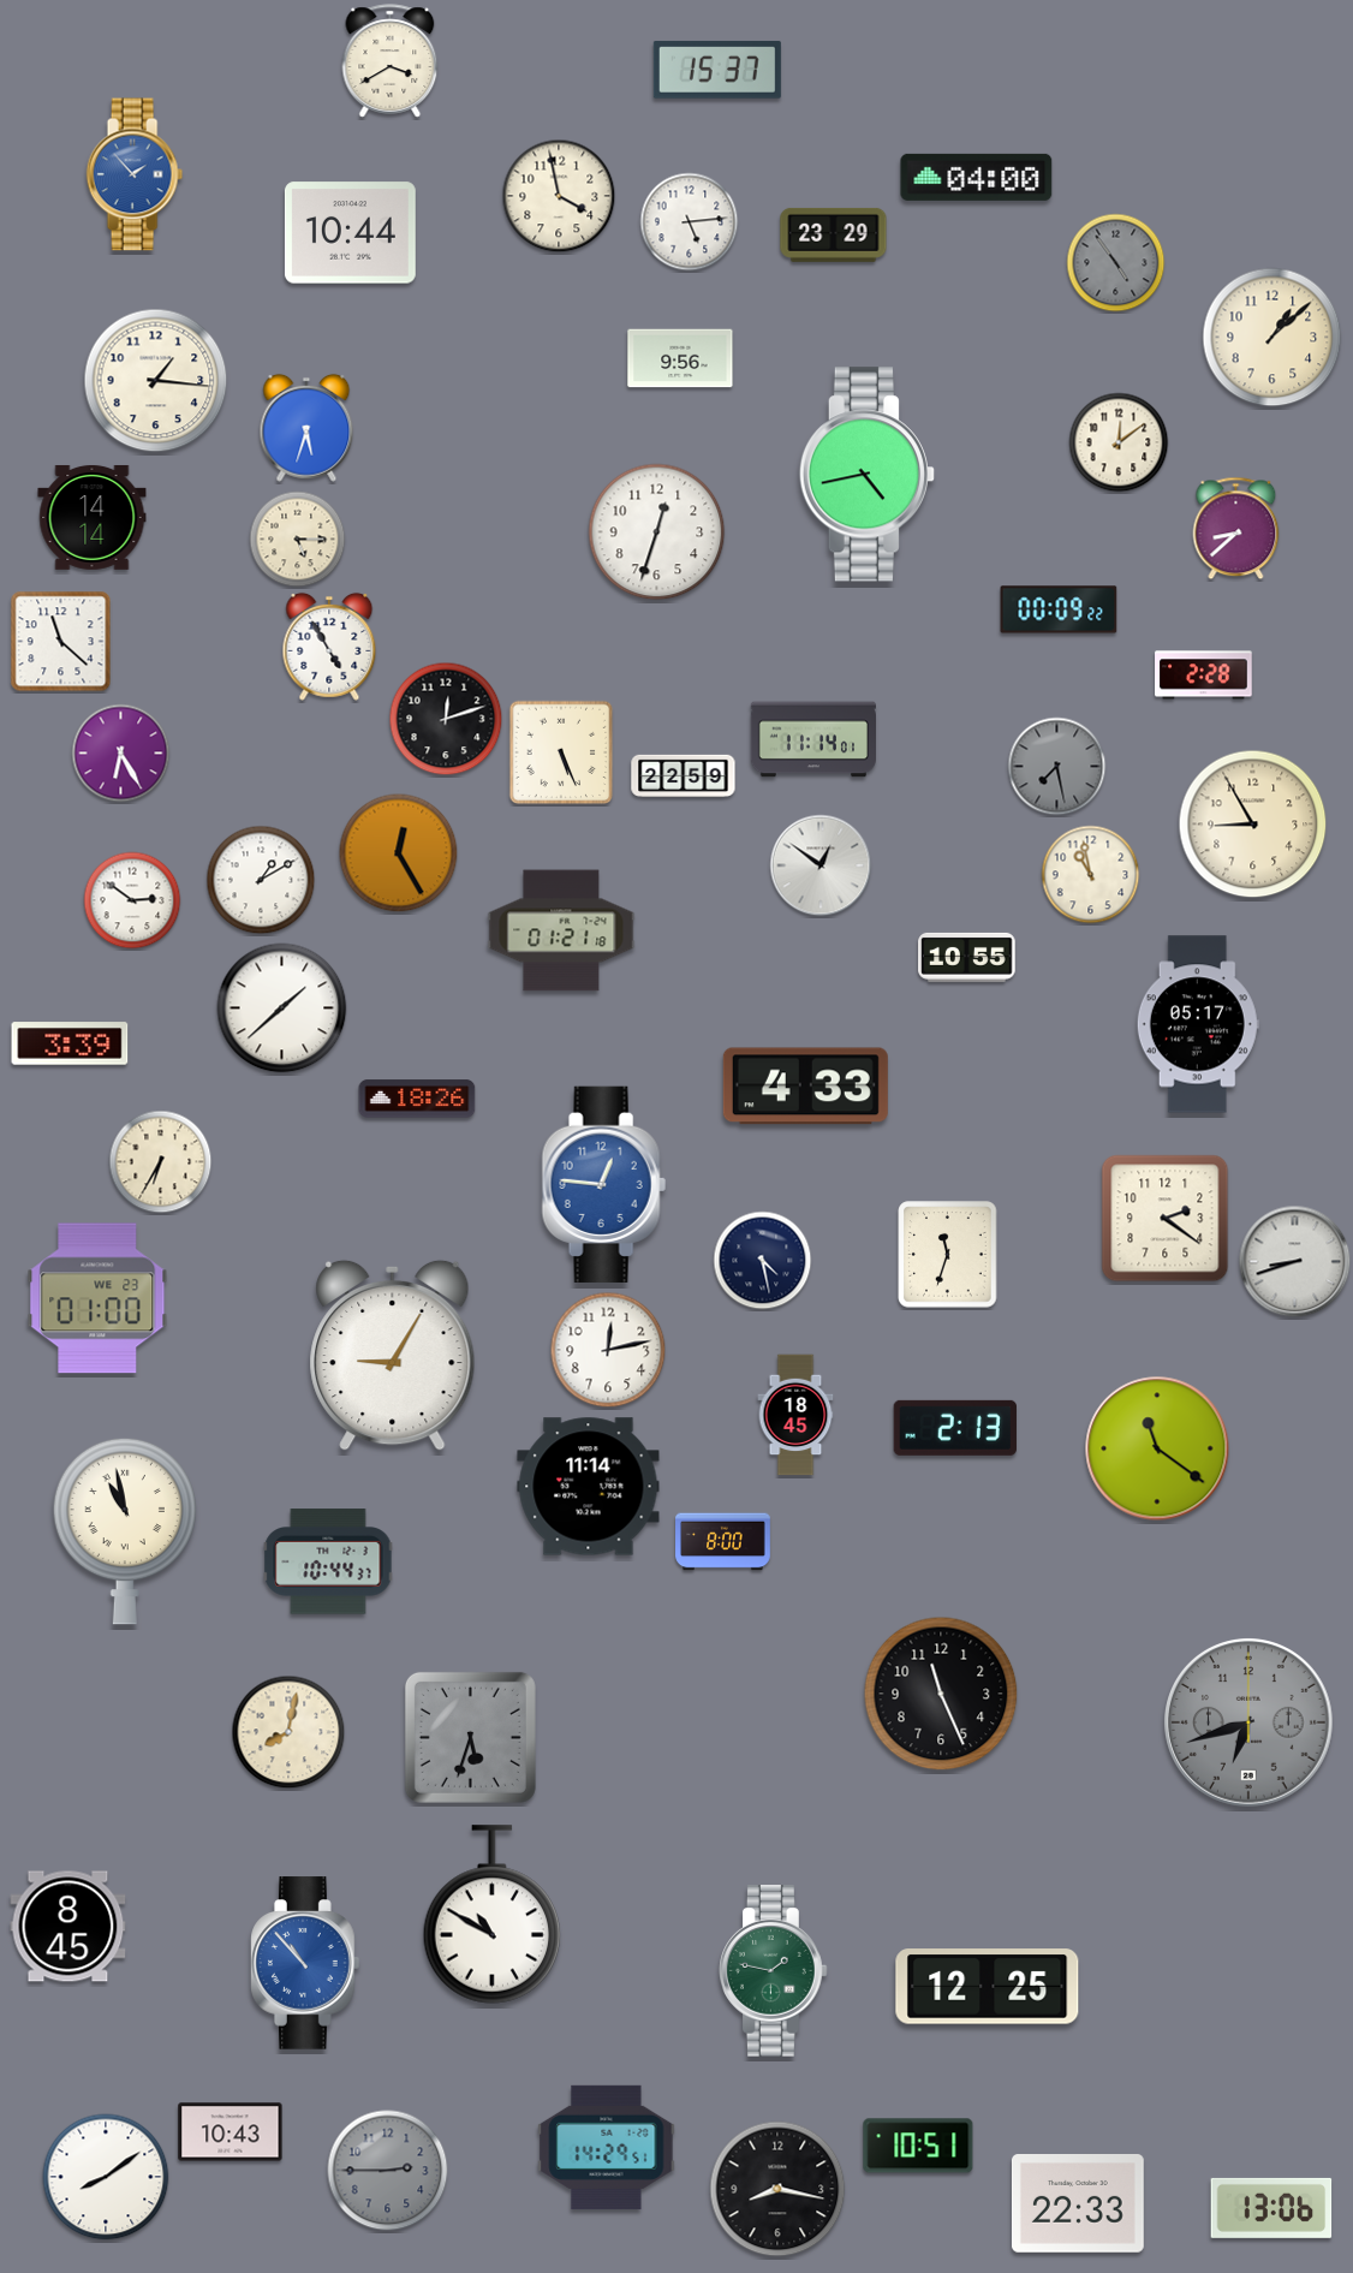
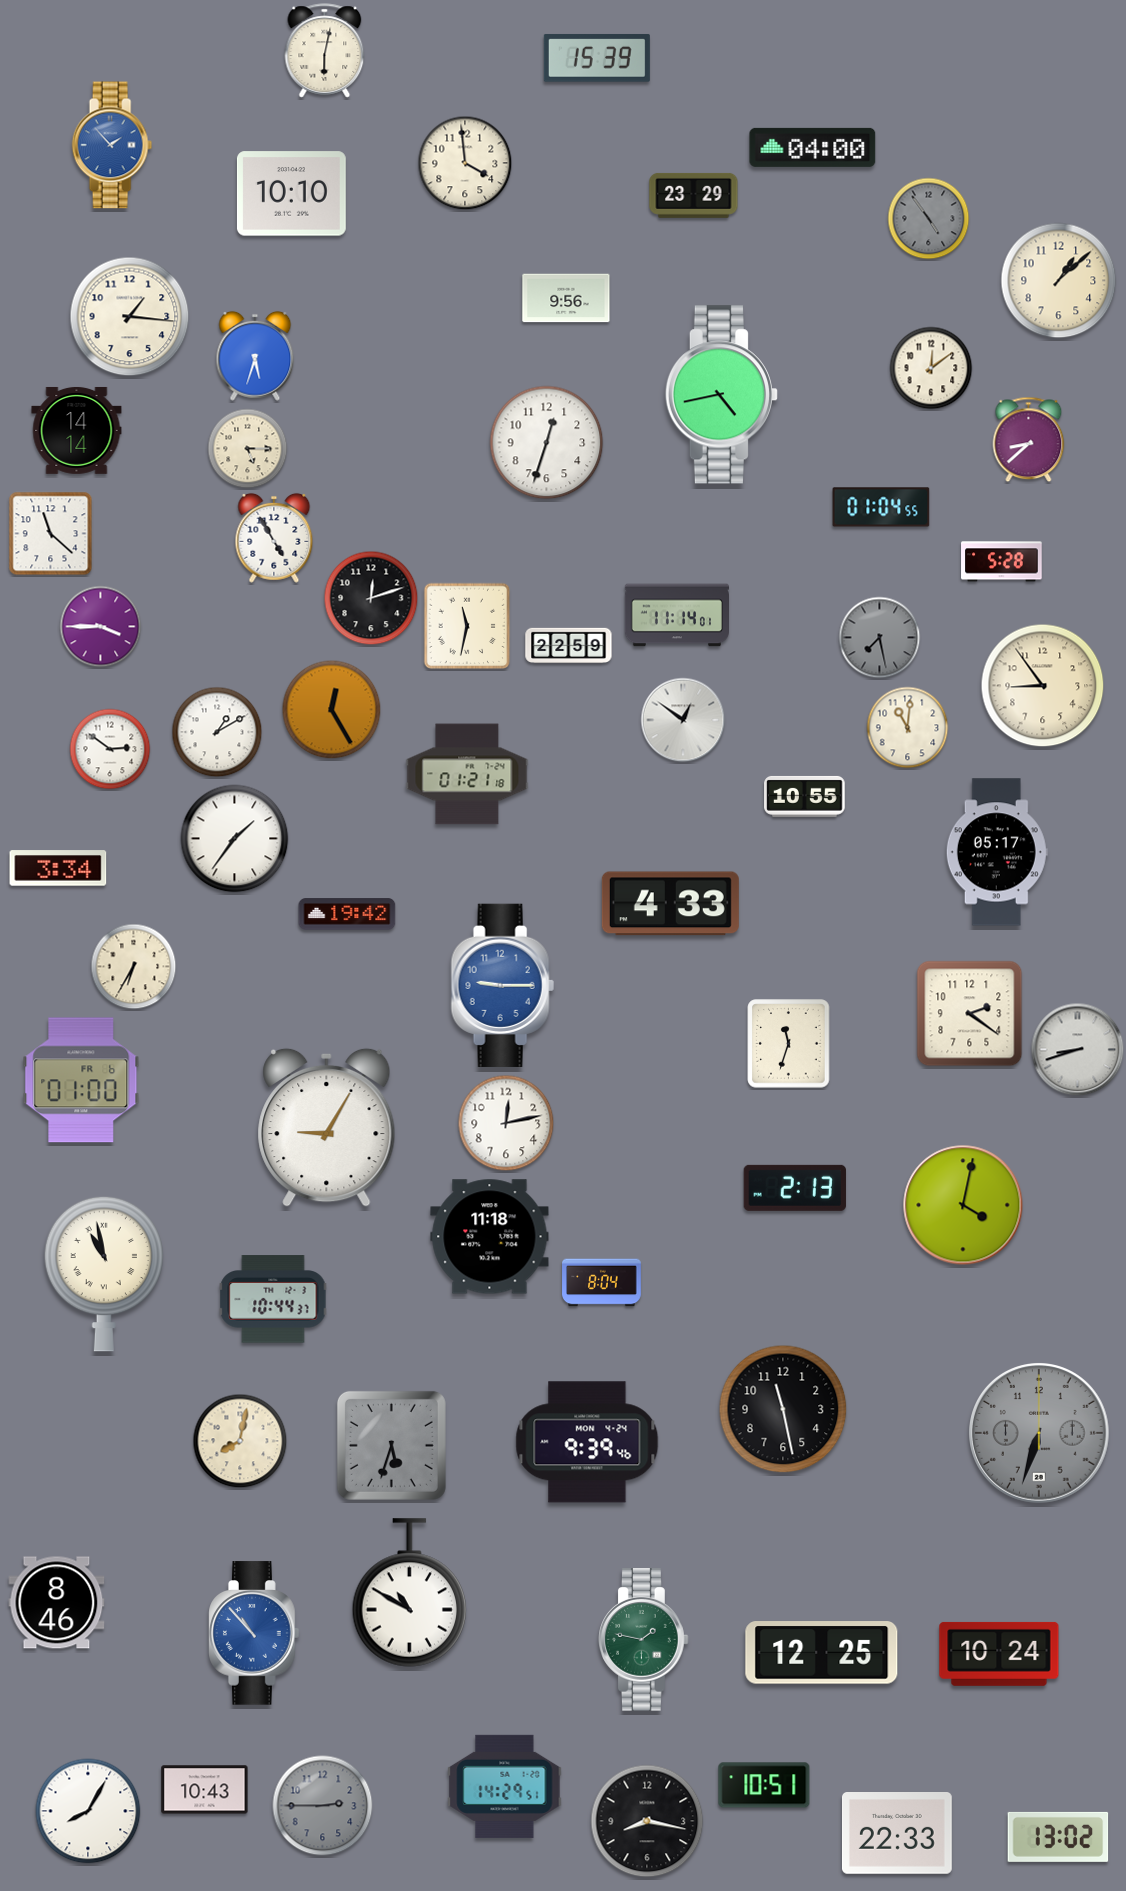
clock at (391, 61): 3:40 -> 6:02
clock at (717, 70): 15:37 -> 15:39
clock at (559, 196): 3:58 -> 3:59
clock at (690, 222): 5:14 -> none
clock at (350, 233): 10:44 -> 10:10
clock at (1059, 609): 00:09 -> 01:04
clock at (1204, 676): 2:28 -> 5:28
clock at (561, 752): 5:26 -> 11:32
clock at (121, 754): 6:25 -> 3:45
clock at (1253, 825): 8:55 -> 8:54
clock at (1091, 875): 10:58 -> 11:01
clock at (282, 1008): 1:38 -> 1:36
clock at (70, 1043): 3:39 -> 3:34
clock at (417, 1099): 18:26 -> 19:42
clock at (603, 1184): 12:46 -> 9:15
clock at (763, 1261): 4:28 -> none
clock at (97, 1298) date: WE 23 -> FR 6
clock at (795, 1415): 18:45 -> none
clock at (1157, 1448): 11:21 -> 4:02
clock at (589, 1487): 11:14 -> 11:18
clock at (723, 1542): 8:00 -> 8:04
clock at (941, 1694): 11:26 -> 11:28
clock at (1250, 1724): 6:42 -> 6:33
clock at (587, 1442): none -> 9:39
clock at (68, 1927): 8:45 -> 8:46
clock at (999, 1654): none -> 10:24
clock at (231, 2132) position: (231, 2132) -> (205, 1790)
clock at (106, 2177): 8:09 -> 8:05
clock at (1271, 2208): 13:06 -> 13:02
